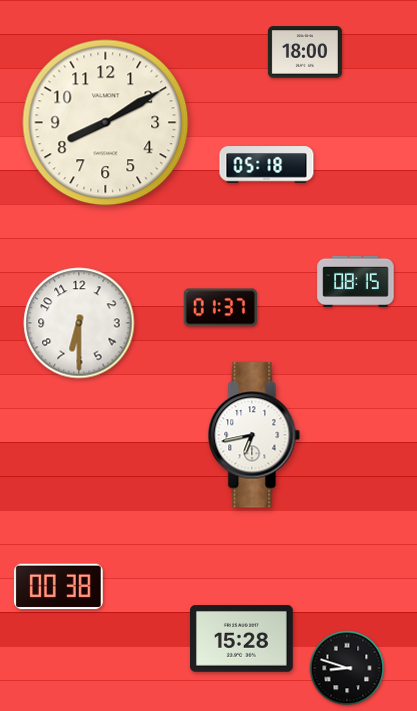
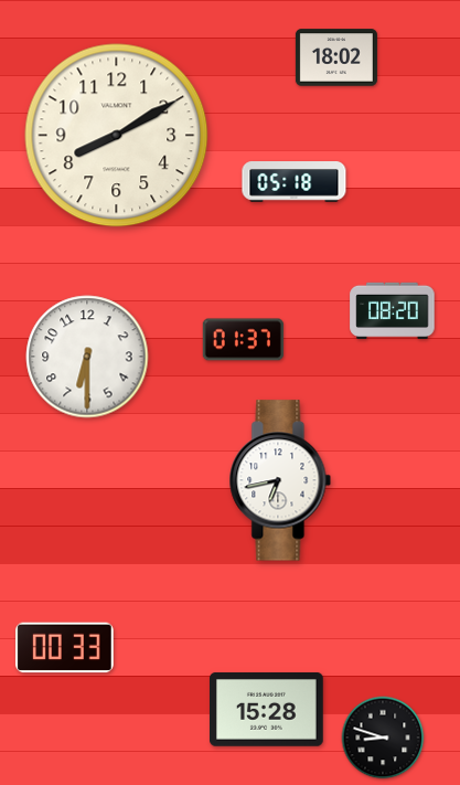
clock at (305, 52): 18:00 -> 18:02
clock at (356, 282): 08:15 -> 08:20
clock at (58, 587): 00:38 -> 00:33
clock at (242, 639) position: (242, 639) -> (267, 710)
